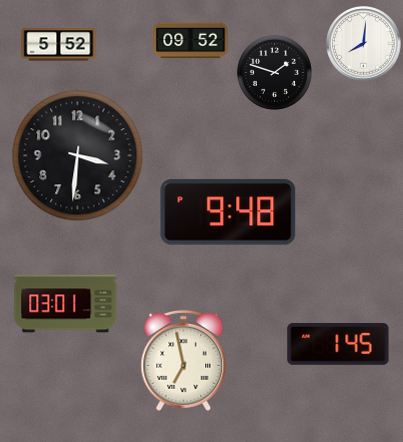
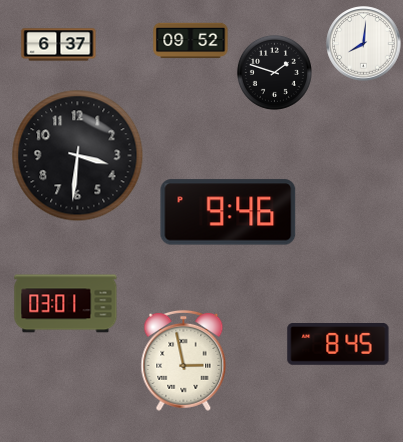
clock at (59, 45): 5:52 -> 6:37
clock at (228, 212): 9:48 -> 9:46
clock at (338, 345): 1:45 -> 8:45
clock at (184, 360): 6:58 -> 2:58
